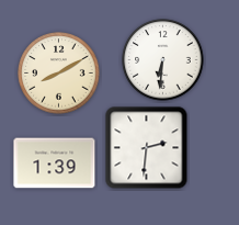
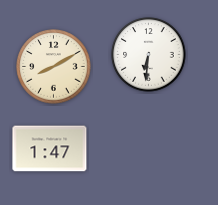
clock at (147, 148): 2:31 -> none
clock at (55, 164): 1:39 -> 1:47
